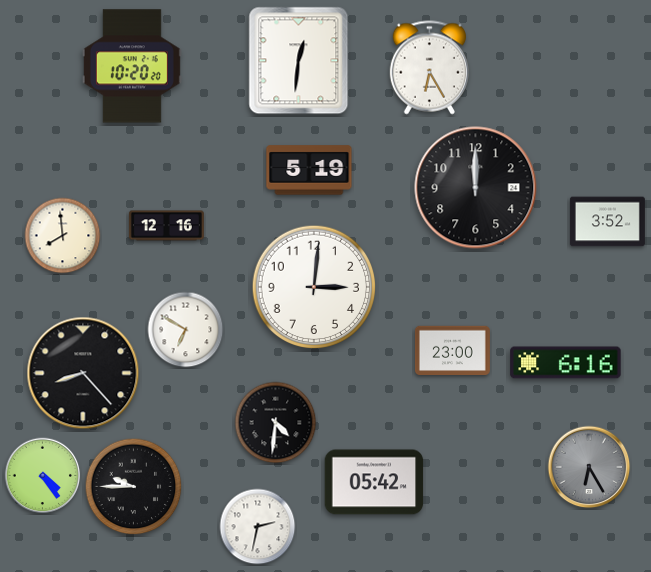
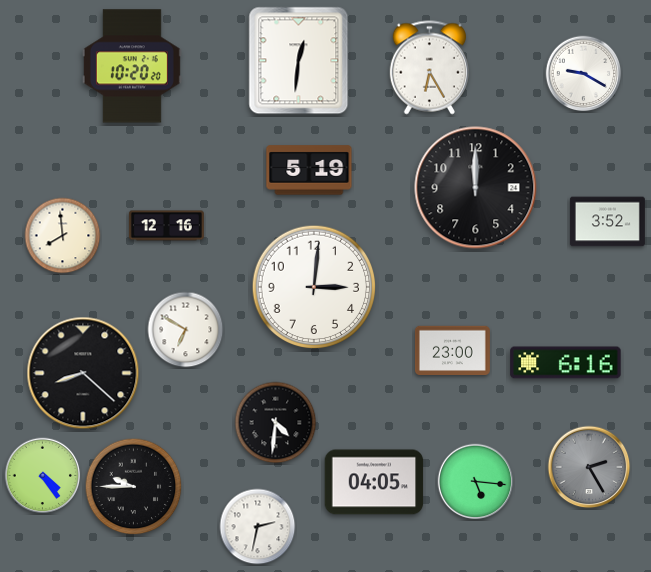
clock at (584, 74): none -> 9:20
clock at (83, 373): 8:23 -> 8:22
clock at (589, 467): 6:25 -> 2:25
clock at (374, 482): 05:42 -> 04:05
clock at (476, 482): none -> 5:16
